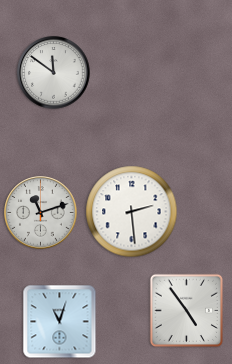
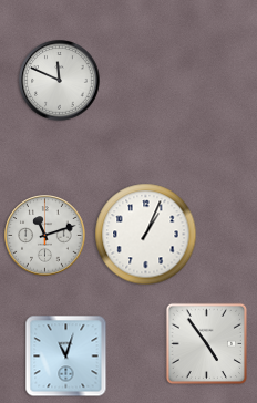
clock at (54, 73): 11:51 -> 11:49
clock at (132, 212): 2:29 -> 1:04
